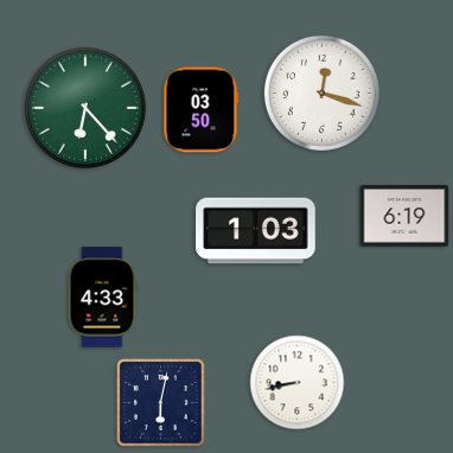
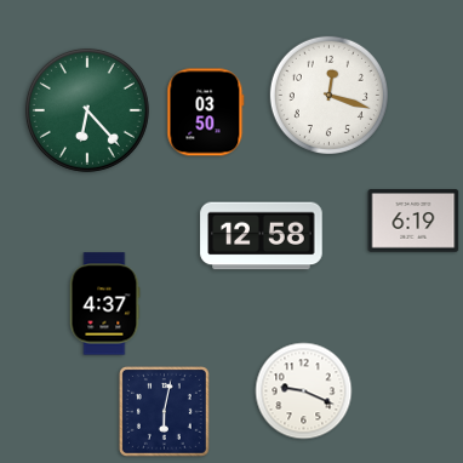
clock at (256, 231): 1:03 -> 12:58
clock at (102, 298): 4:33 -> 4:37
clock at (298, 383): 8:43 -> 9:19
